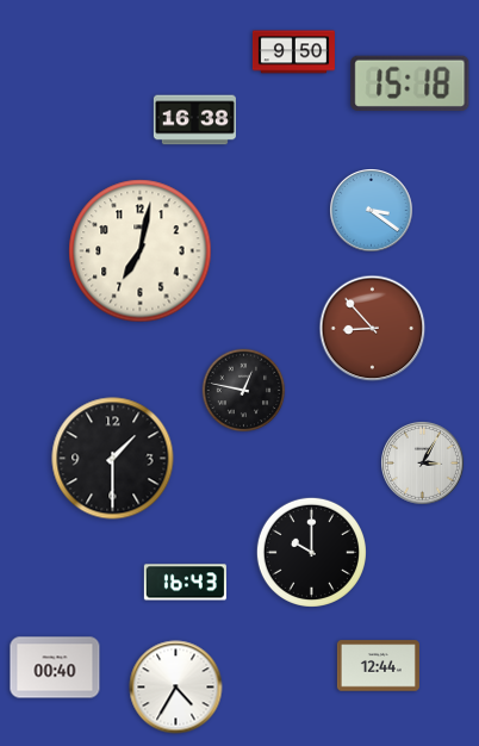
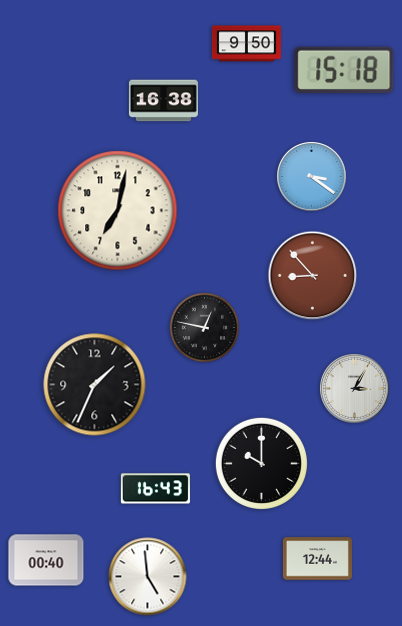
clock at (113, 459): 1:30 -> 1:34
clock at (176, 688): 4:35 -> 4:59
